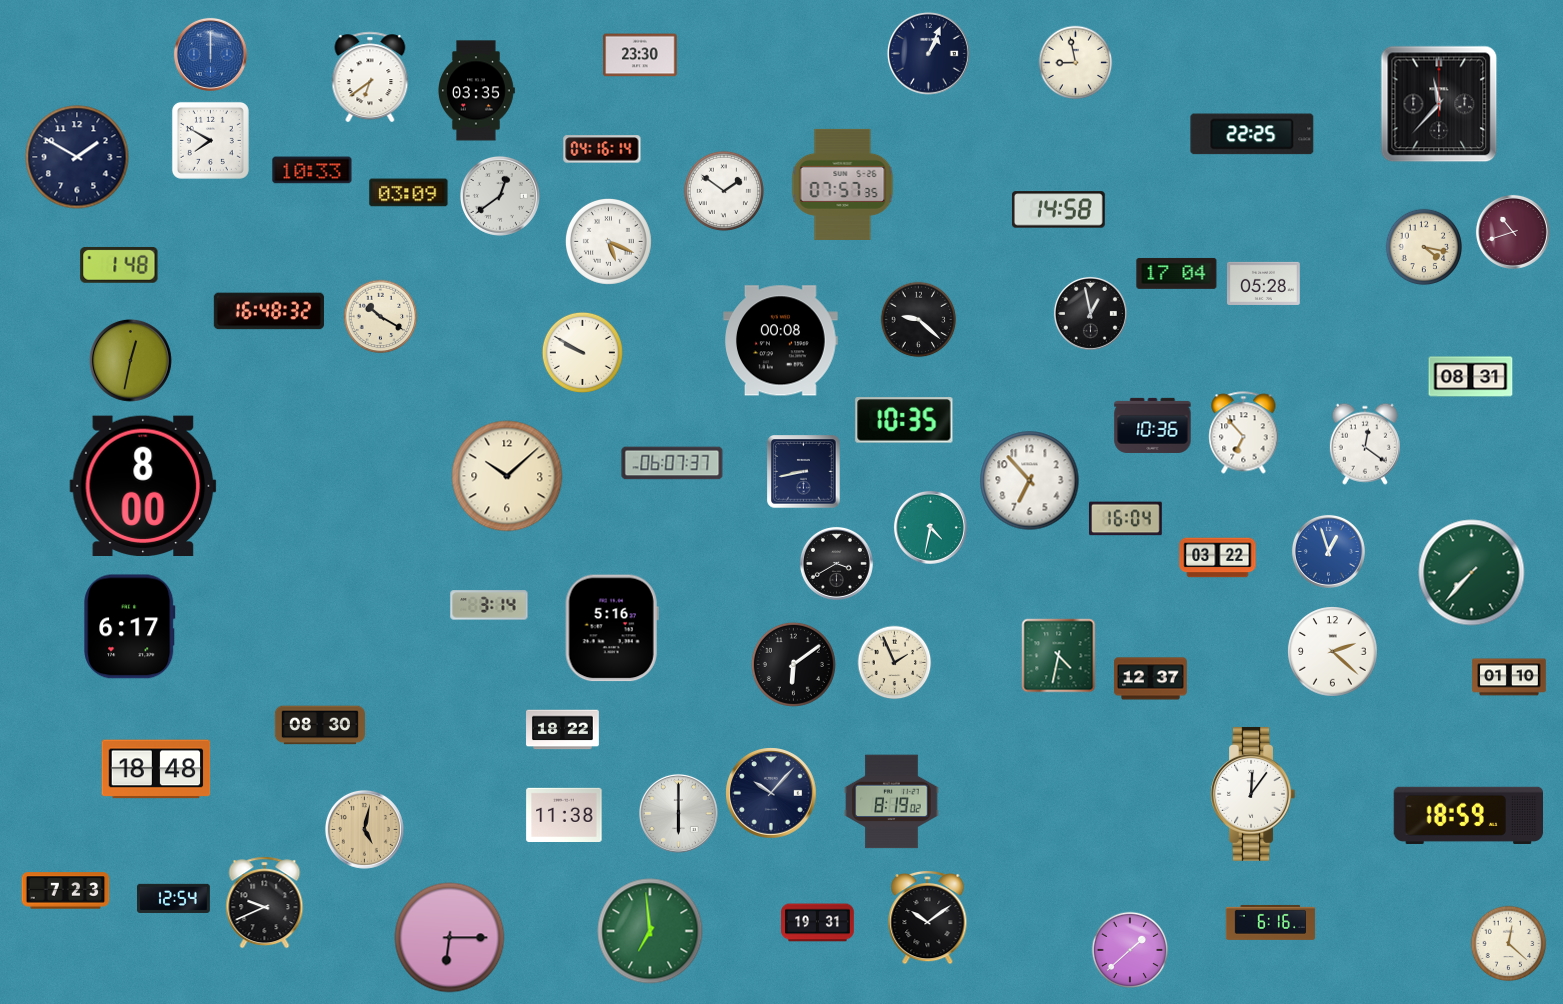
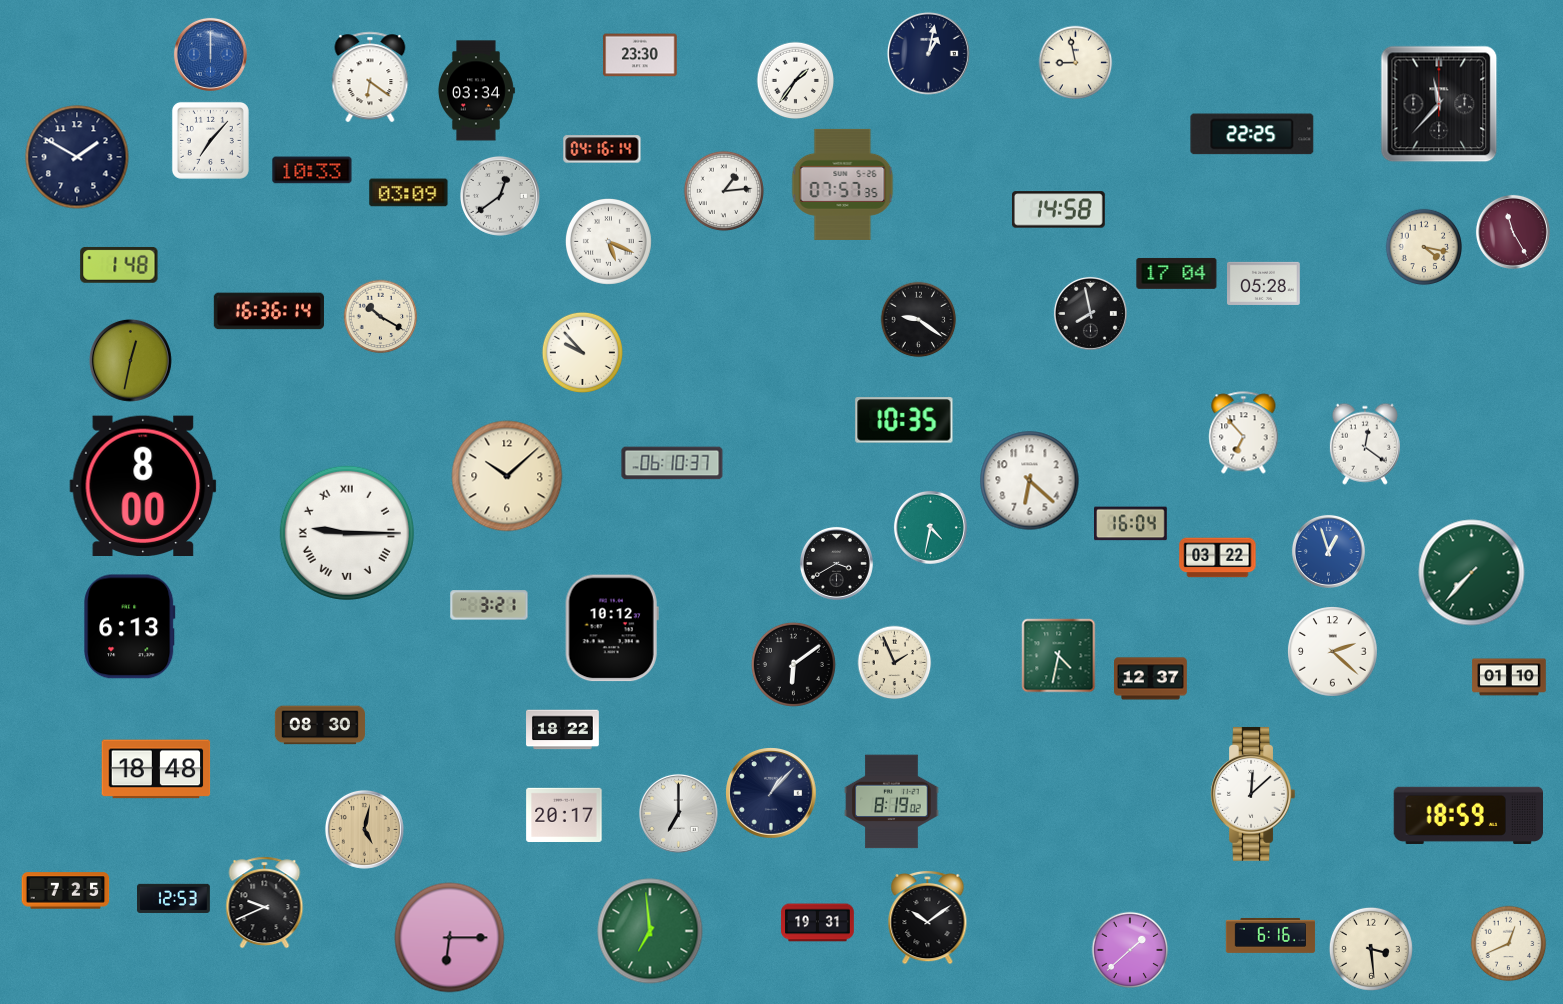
clock at (928, 53): 1:04 -> 1:02
clock at (370, 77): 6:39 -> 6:21
clock at (796, 81): none -> 1:36
clock at (477, 91): 03:35 -> 03:34
clock at (210, 140): 7:50 -> 7:07
clock at (724, 191): 1:51 -> 1:14
clock at (1513, 232): 10:42 -> 11:25
clock at (269, 311): 16:48 -> 16:36
clock at (1090, 313): 12:58 -> 7:58
clock at (919, 320): 9:22 -> 9:21
clock at (781, 341): 00:08 -> none
clock at (582, 352): 9:50 -> 9:53
clock at (1471, 377): 08:31 -> none
clock at (1153, 425): 10:36 -> none
clock at (672, 463): 06:07 -> 06:10
clock at (804, 472): 8:43 -> none
clock at (1030, 481): 6:53 -> 6:22
clock at (1126, 519) position: (1126, 519) -> (1131, 524)
clock at (347, 533): none -> 9:15
clock at (489, 605): 3:14 -> 3:21
clock at (130, 627): 6:17 -> 6:13
clock at (612, 628): 5:16 -> 10:12
clock at (771, 793): 10:07 -> 1:07
clock at (1253, 794): 12:06 -> 12:08
clock at (678, 813): 6:00 -> 7:00
clock at (564, 814): 11:38 -> 20:17
clock at (66, 891): 7:23 -> 7:25
clock at (174, 898): 12:54 -> 12:53
clock at (1271, 922) position: (1271, 922) -> (1271, 935)
clock at (1509, 944): 12:22 -> 12:41
clock at (1371, 949): none -> 3:29
